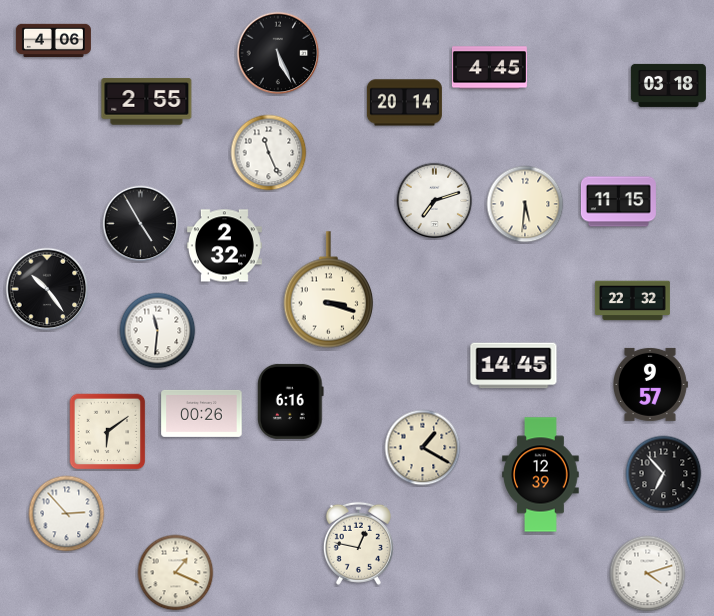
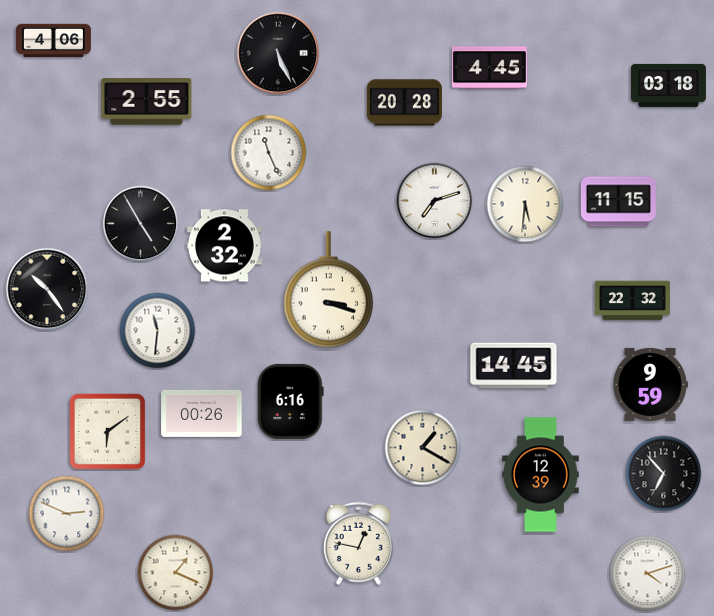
clock at (404, 103): 20:14 -> 20:28
clock at (651, 384): 9:57 -> 9:59
clock at (67, 514): 2:53 -> 2:49
